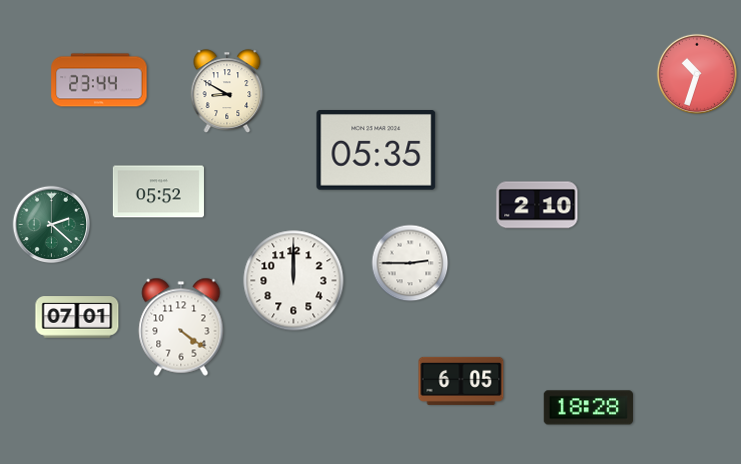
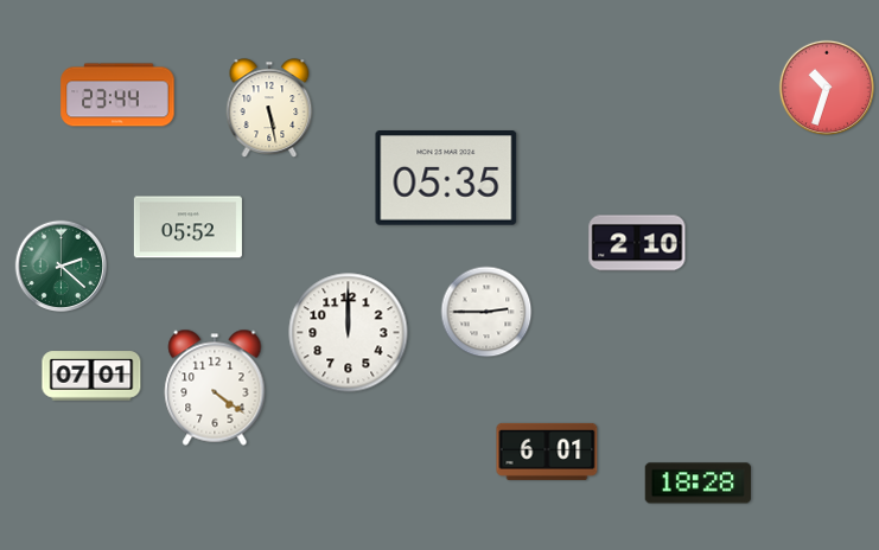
clock at (227, 91): 8:50 -> 5:28
clock at (461, 381): 6:05 -> 6:01
